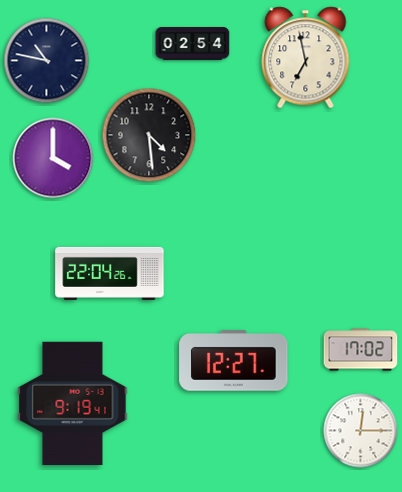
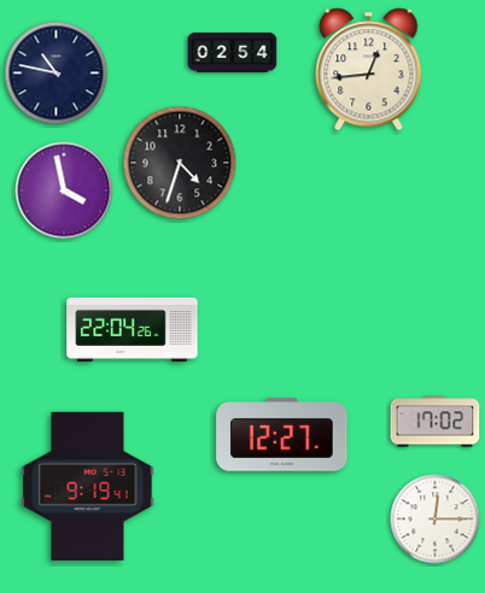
clock at (306, 58): 6:58 -> 12:44
clock at (149, 135): 4:29 -> 4:33
clock at (53, 158): 4:00 -> 3:58
